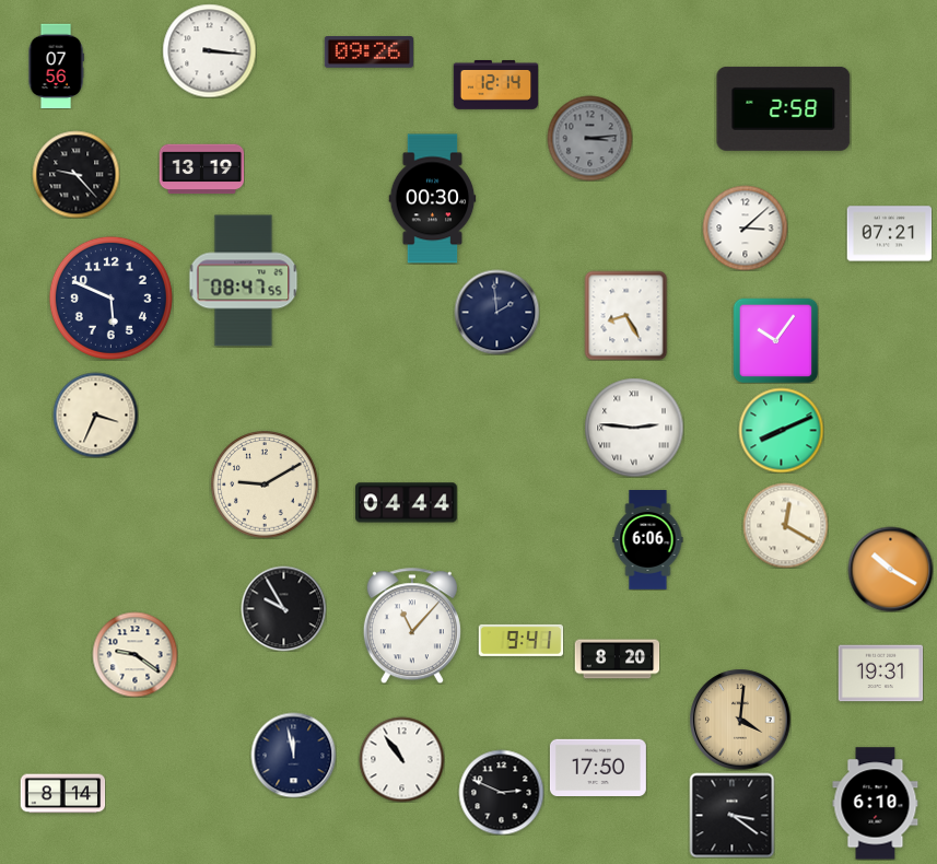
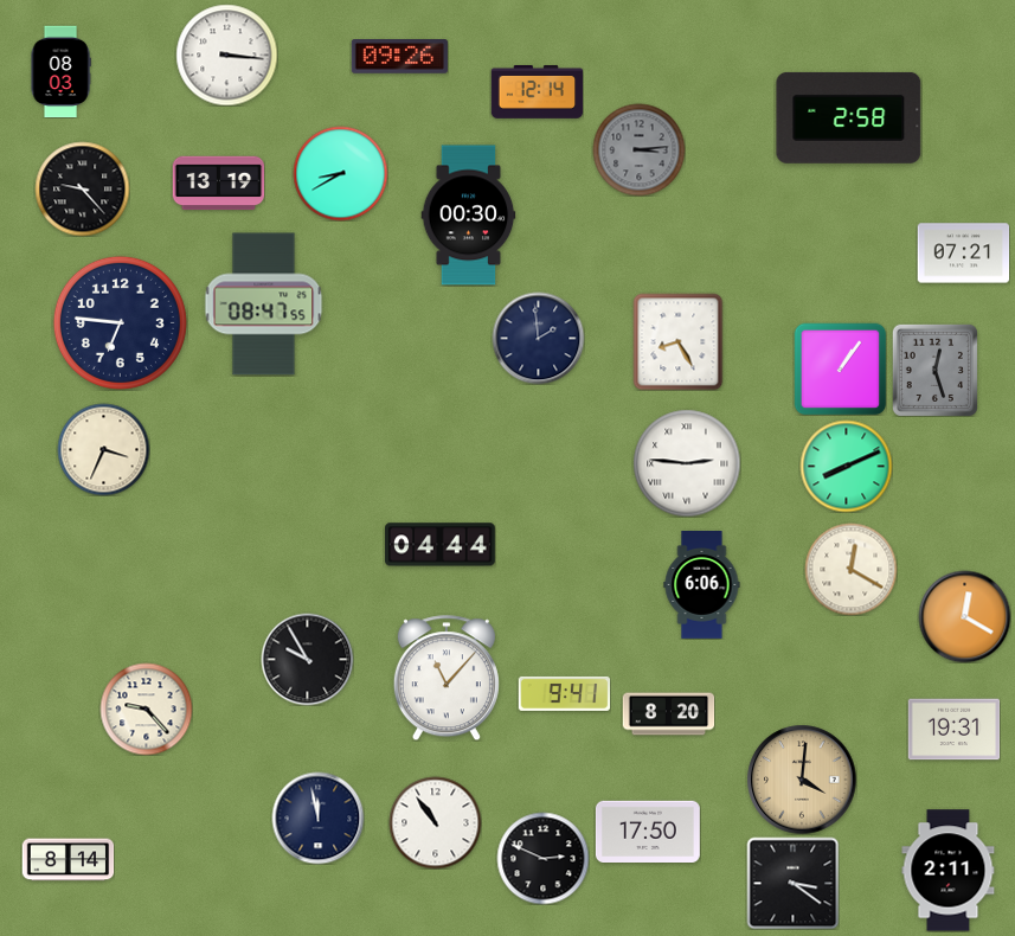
clock at (56, 66): 07:56 -> 08:03
clock at (340, 173): none -> 8:40
clock at (745, 227): 3:08 -> none
clock at (110, 297): 5:49 -> 6:46
clock at (775, 340): 10:06 -> 1:06
clock at (934, 370): none -> 12:27
clock at (265, 484): 9:10 -> none
clock at (890, 569): 10:20 -> 12:20
clock at (134, 654): 9:21 -> 9:23
clock at (876, 804): 6:10 -> 2:11
